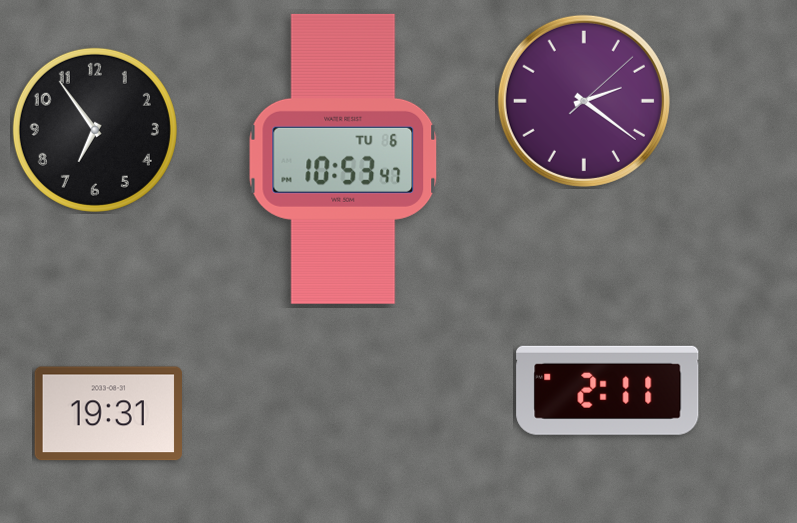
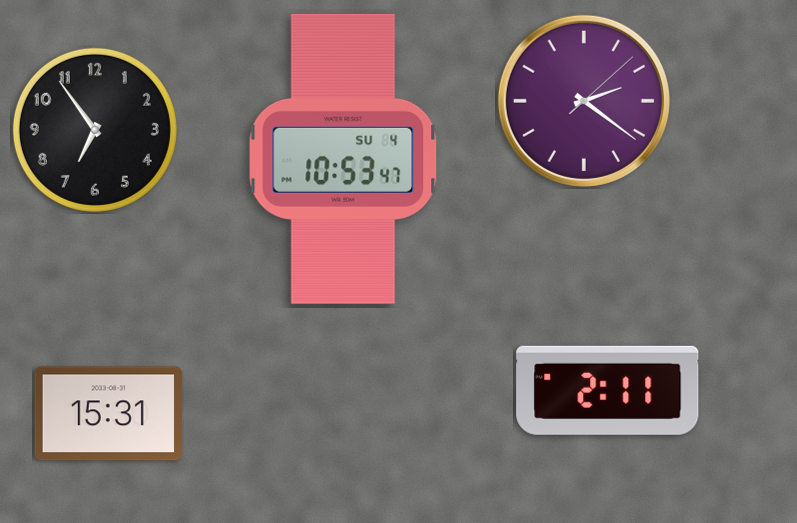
clock at (343, 159) date: TU 6 -> SU 4
clock at (108, 414): 19:31 -> 15:31
